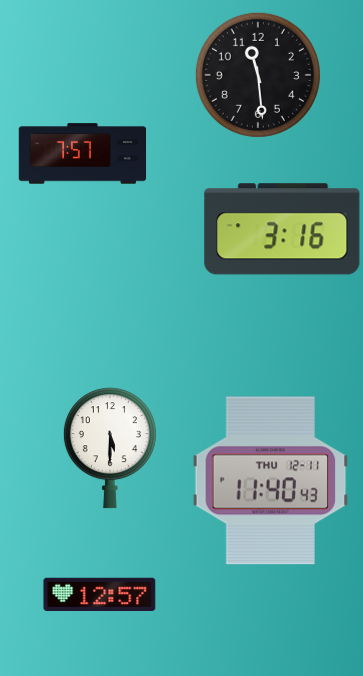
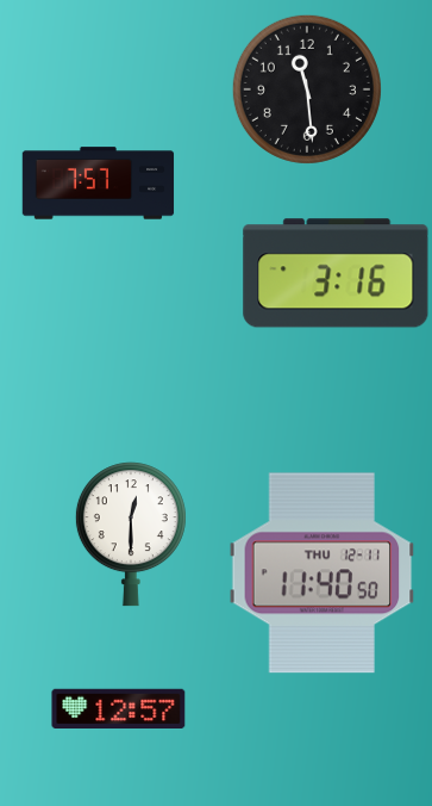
clock at (110, 448): 5:30 -> 12:30
clock at (271, 481): 11:40:43 -> 11:40:50
